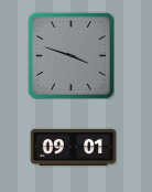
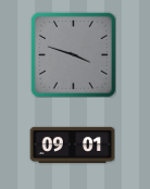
clock at (70, 55) position: (70, 55) -> (73, 54)
